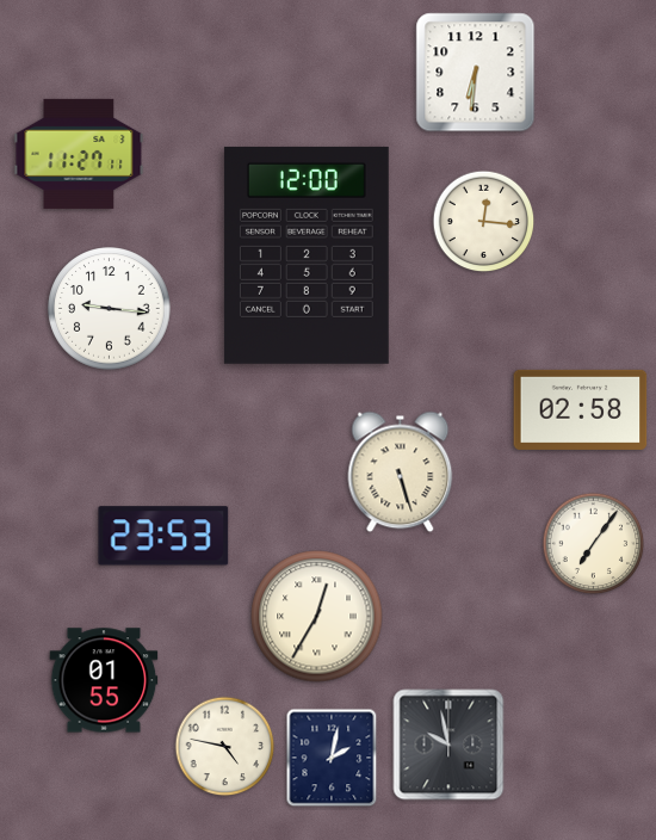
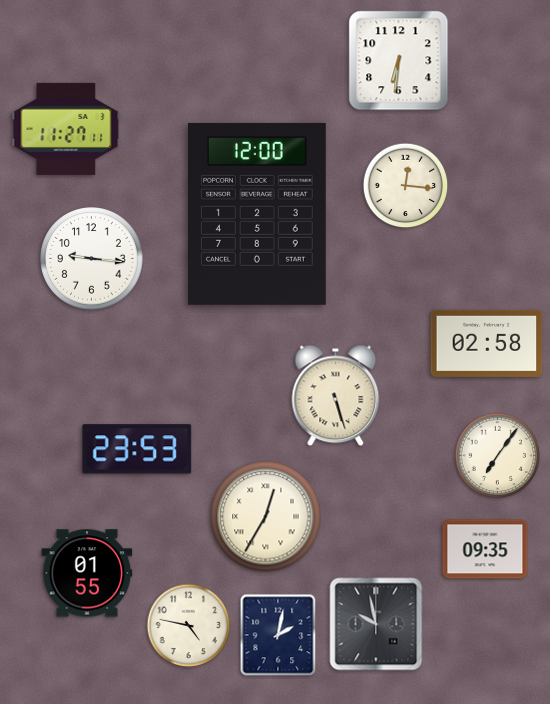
clock at (485, 549): none -> 09:35
clock at (104, 680) position: (104, 680) -> (87, 573)
